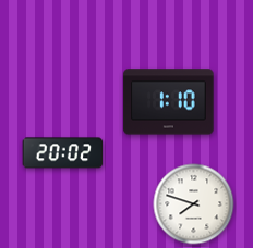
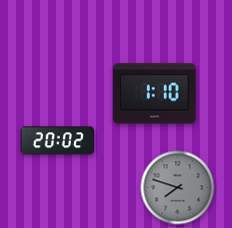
clock at (194, 204) dial: white -> grey
